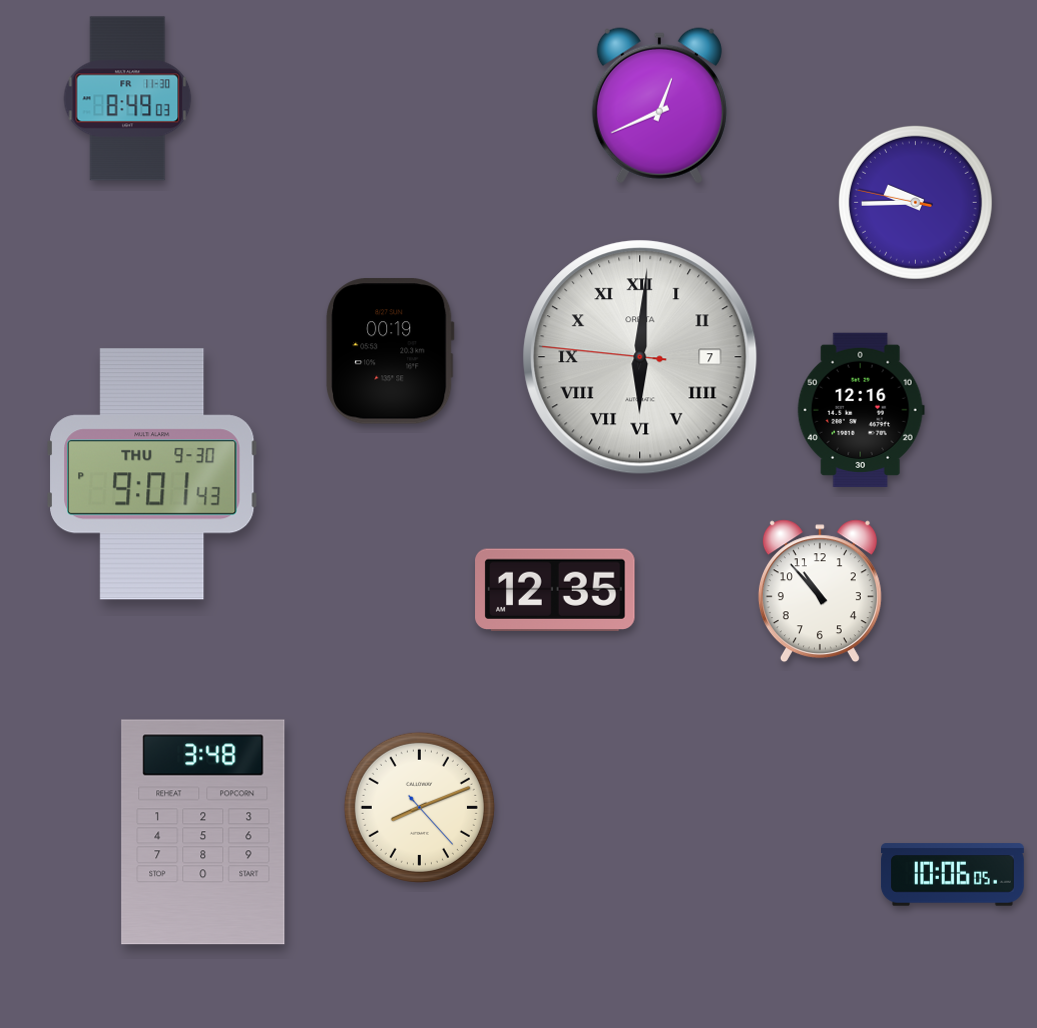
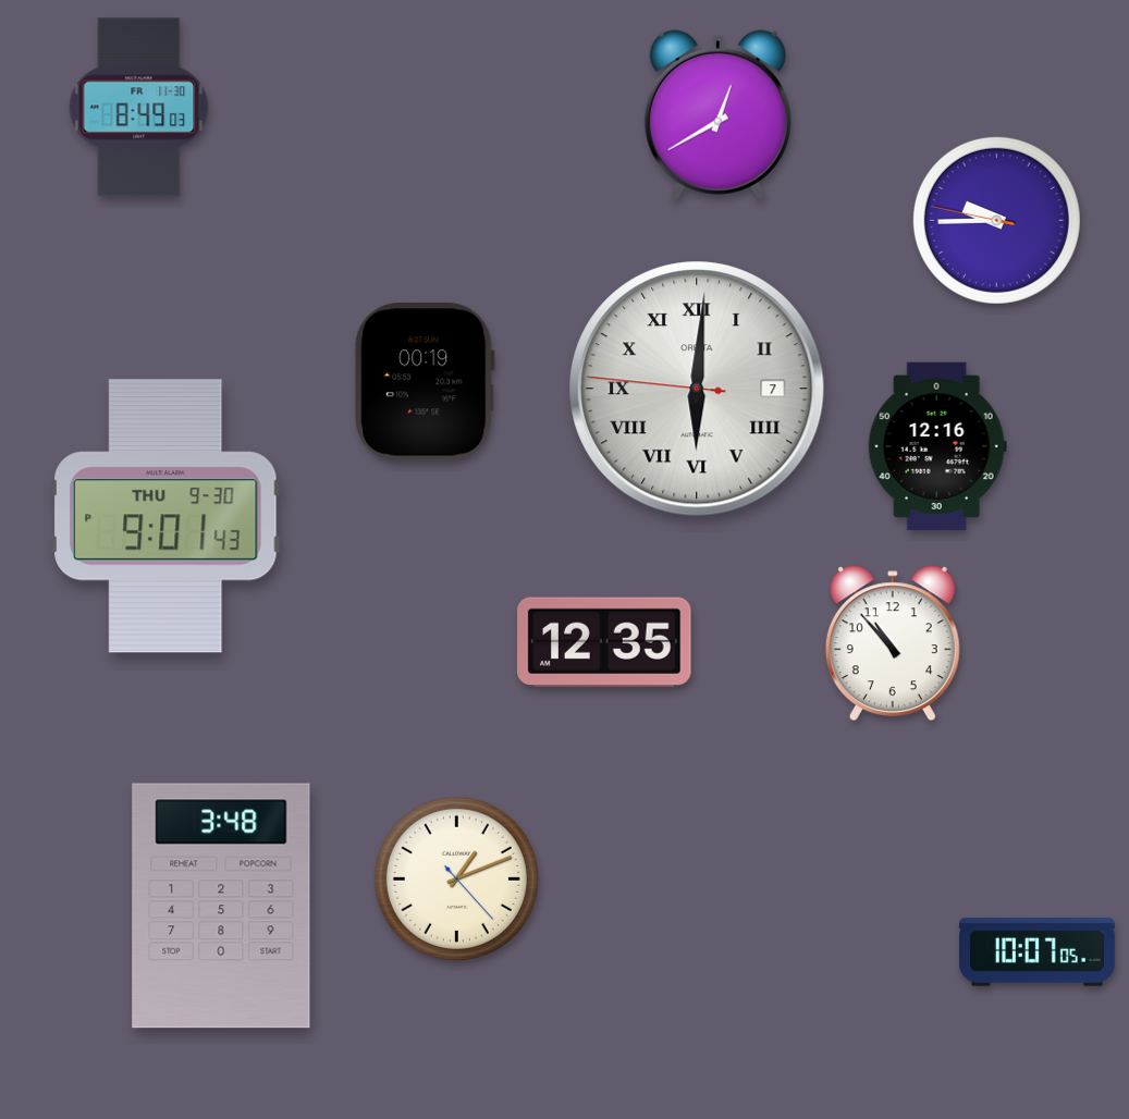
clock at (659, 106): 12:41 -> 12:40
clock at (419, 807): 8:11 -> 1:11
clock at (953, 875): 10:06 -> 10:07
